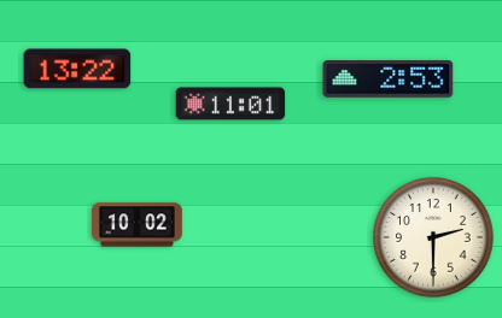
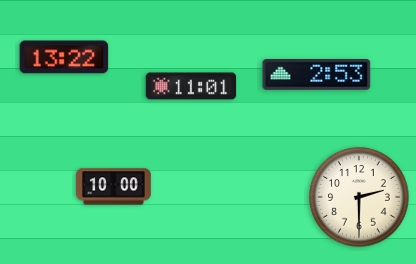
clock at (389, 79) position: (389, 79) -> (317, 75)
clock at (138, 225): 10:02 -> 10:00
